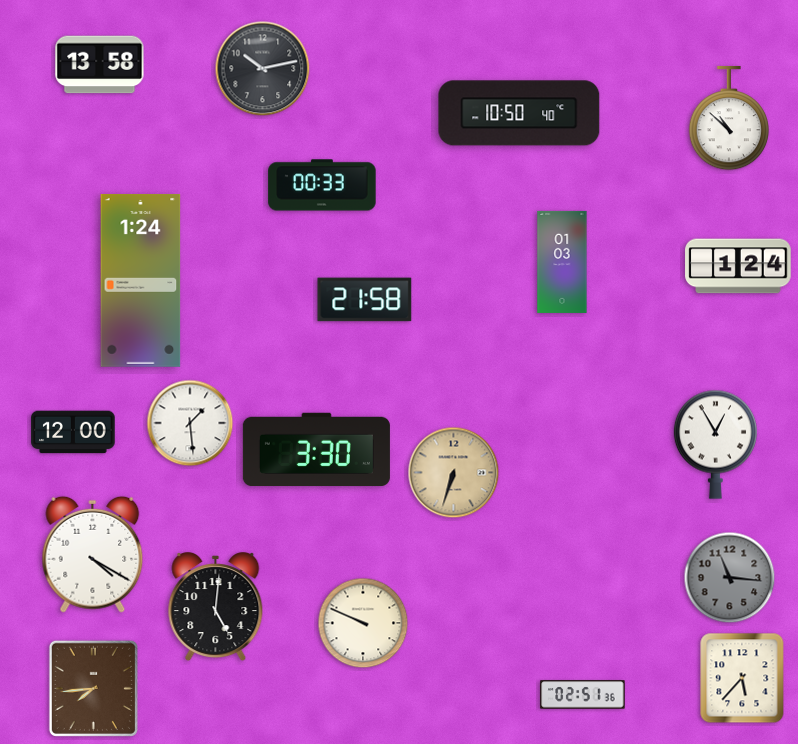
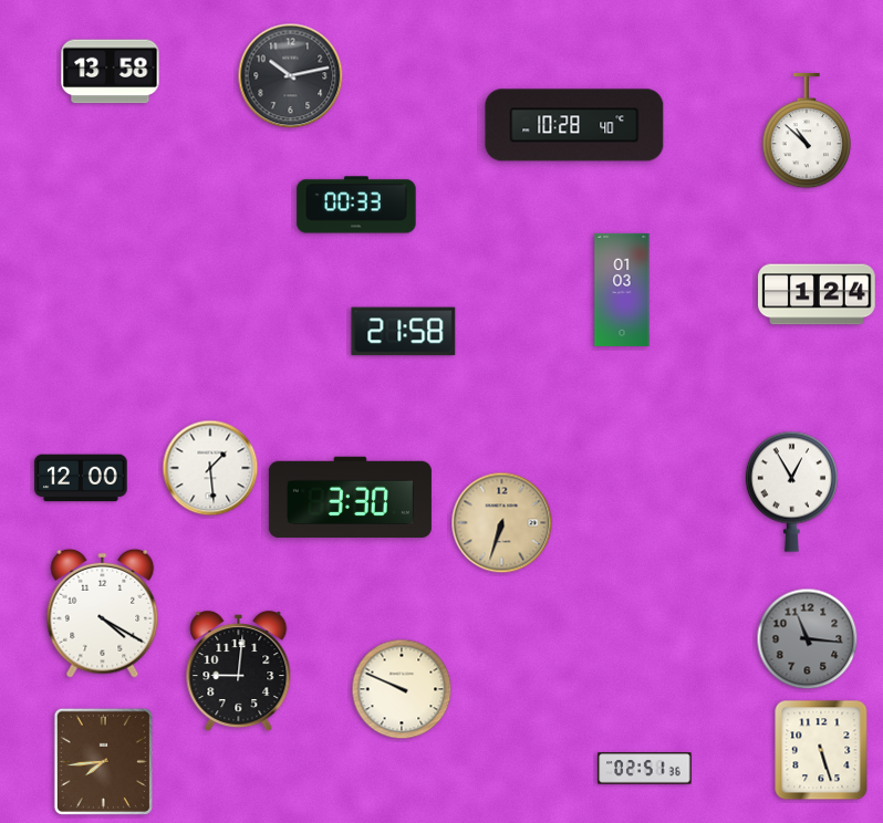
clock at (519, 113): 10:50 -> 10:28
clock at (141, 280): 1:24 -> none
clock at (216, 607): 5:01 -> 9:01
clock at (742, 678): 5:37 -> 5:27
